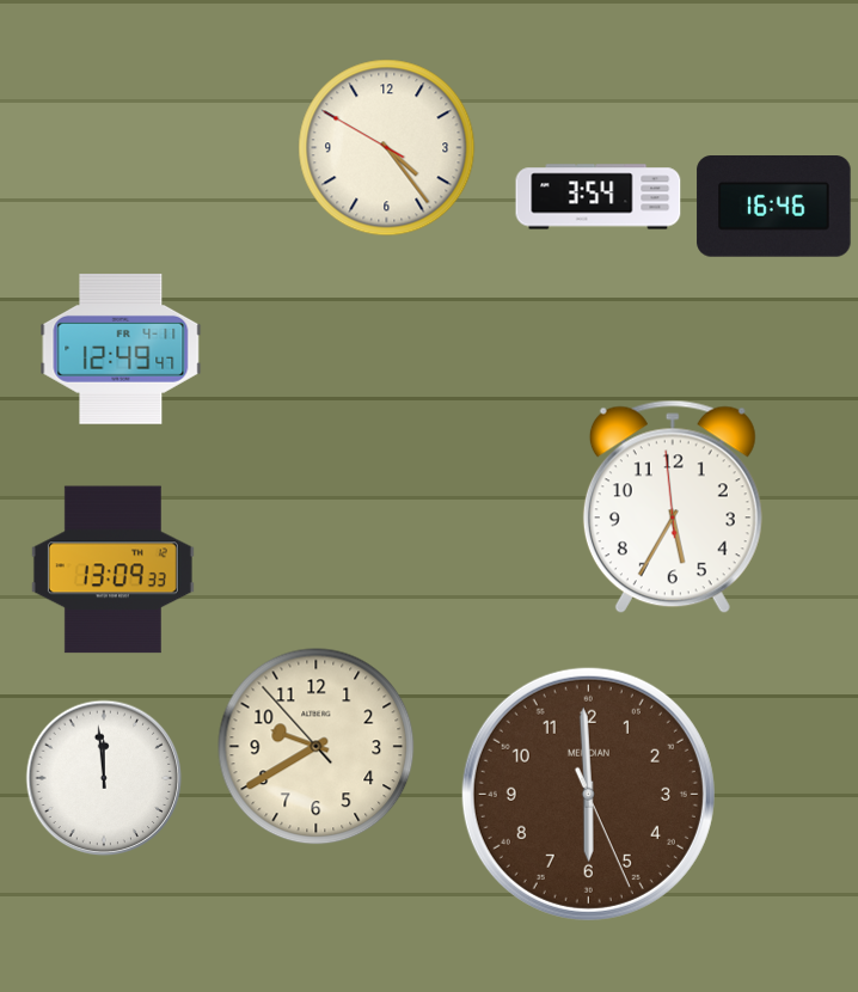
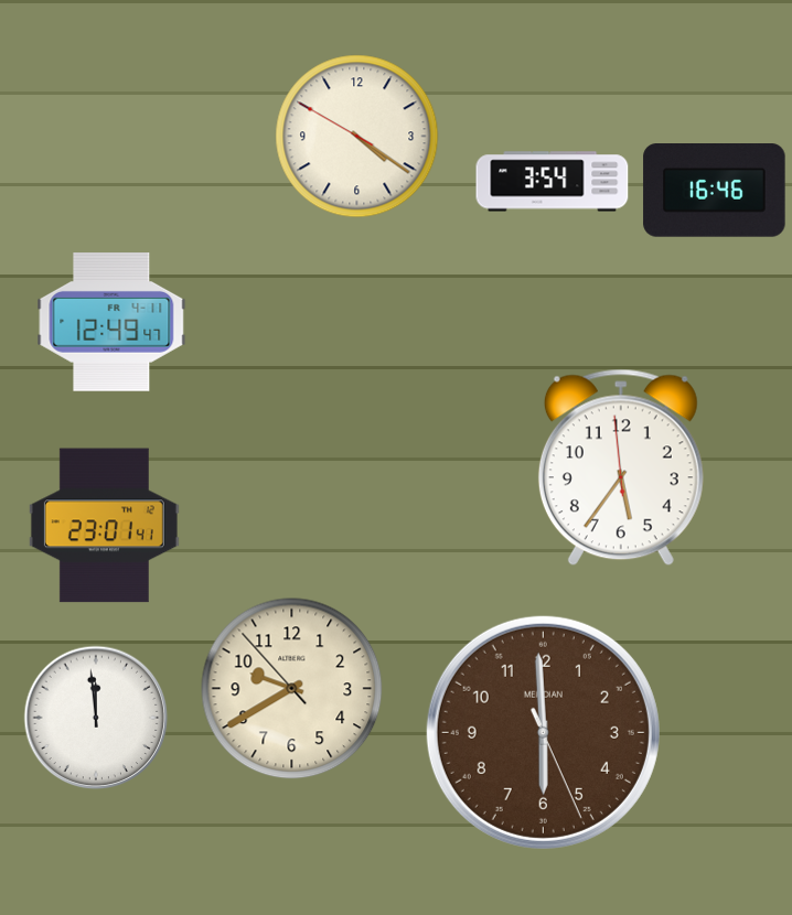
clock at (387, 148): 4:23 -> 4:20
clock at (673, 507): 5:34 -> 5:35
clock at (112, 570): 13:09 -> 23:01
